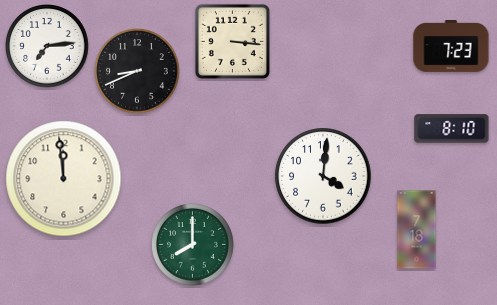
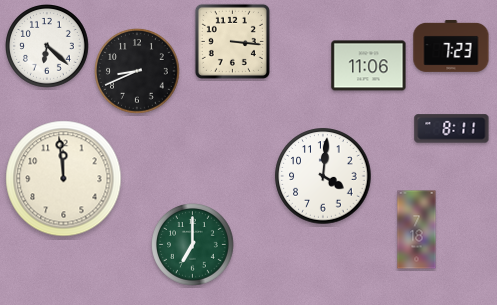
clock at (48, 47): 7:14 -> 6:22
clock at (369, 66): none -> 11:06
clock at (452, 129): 8:10 -> 8:11
clock at (193, 245): 8:00 -> 7:00
